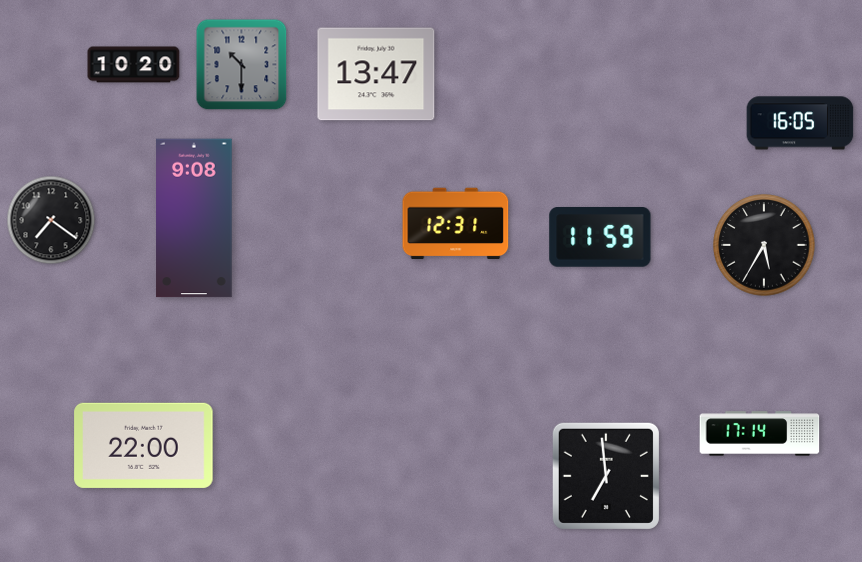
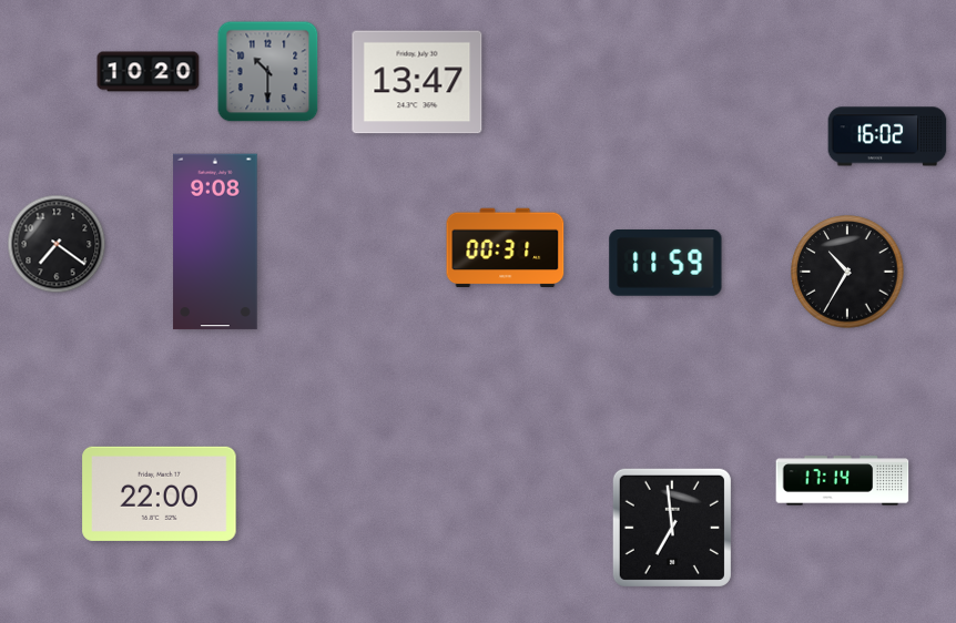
clock at (800, 123): 16:05 -> 16:02
clock at (456, 224): 12:31 -> 00:31
clock at (764, 245): 5:35 -> 10:35
